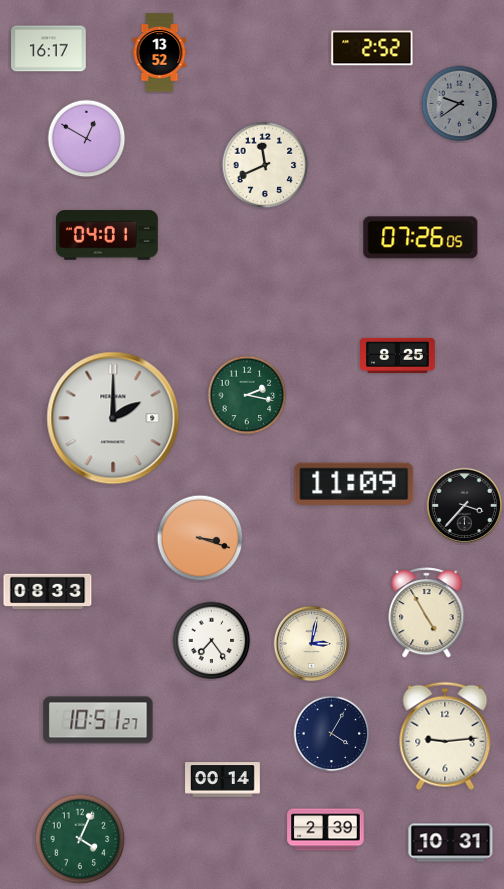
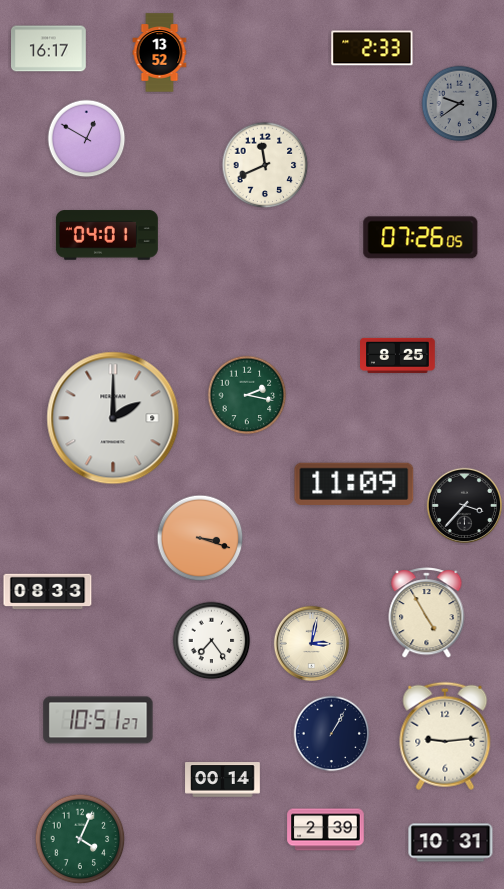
clock at (372, 48): 2:52 -> 2:33
clock at (332, 734): 4:05 -> 1:05
